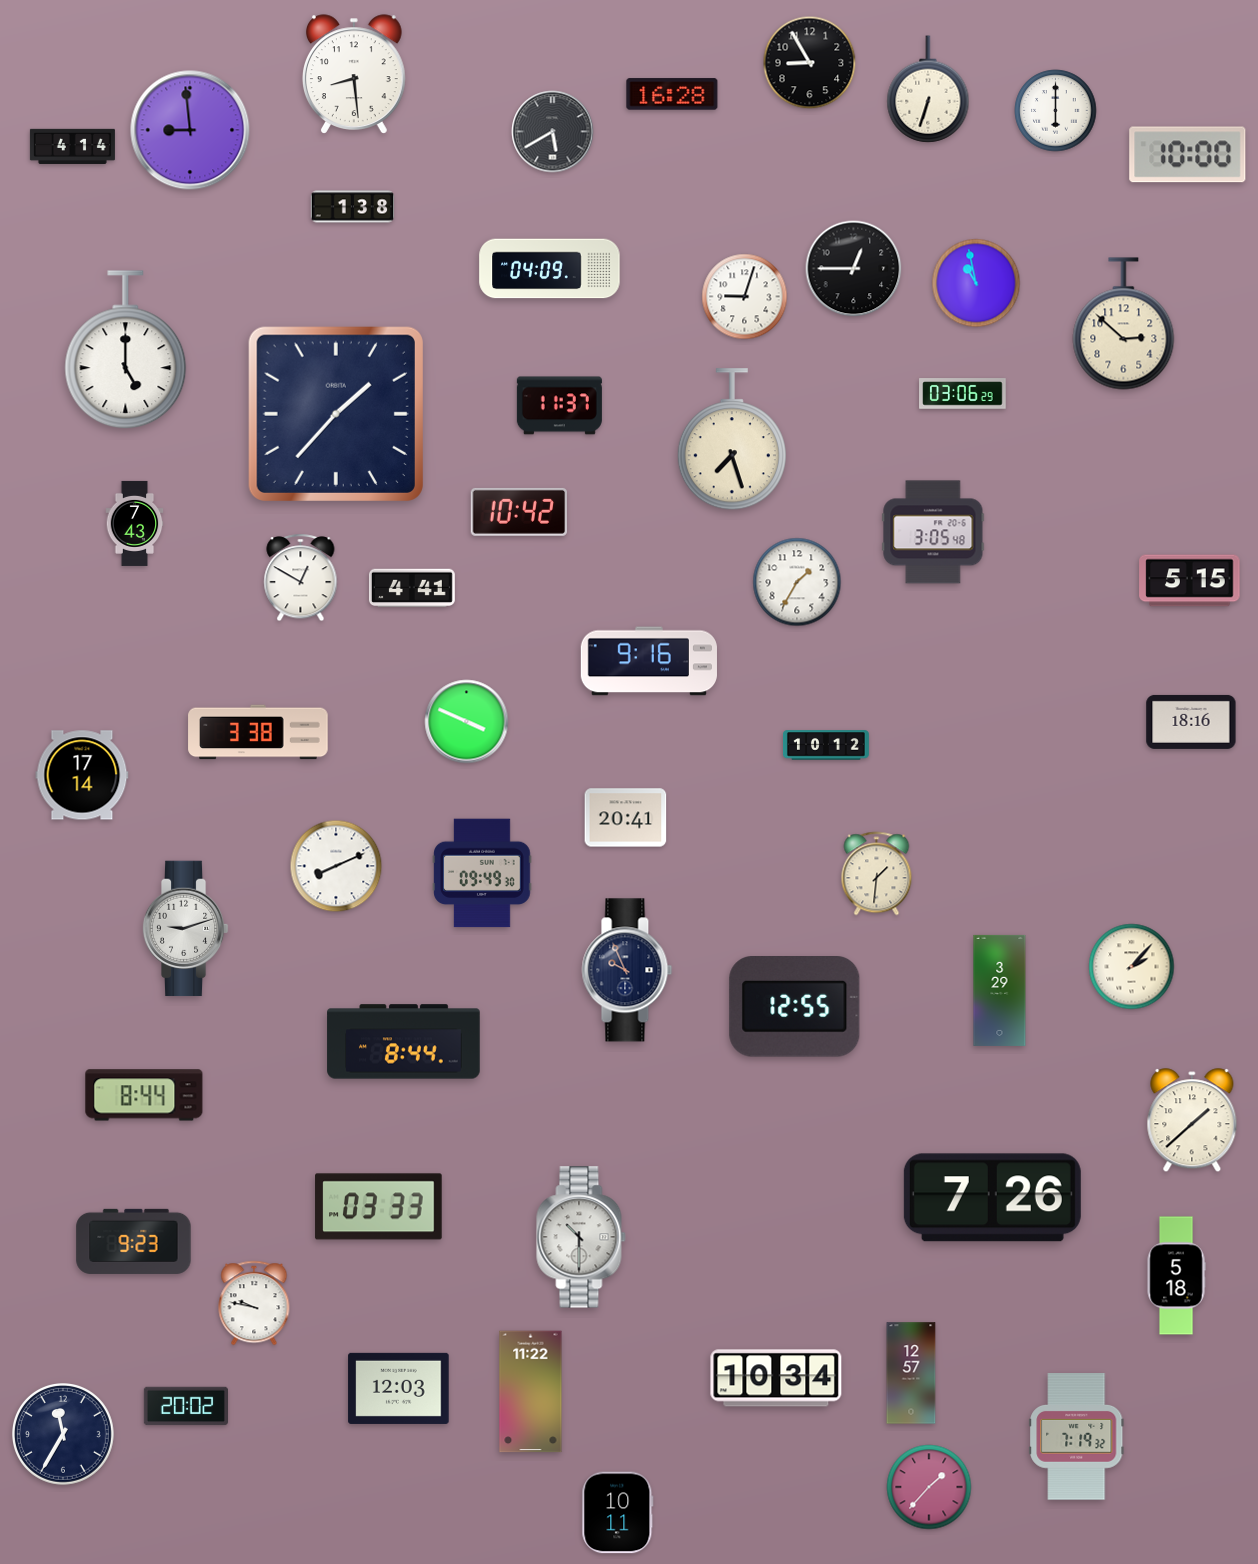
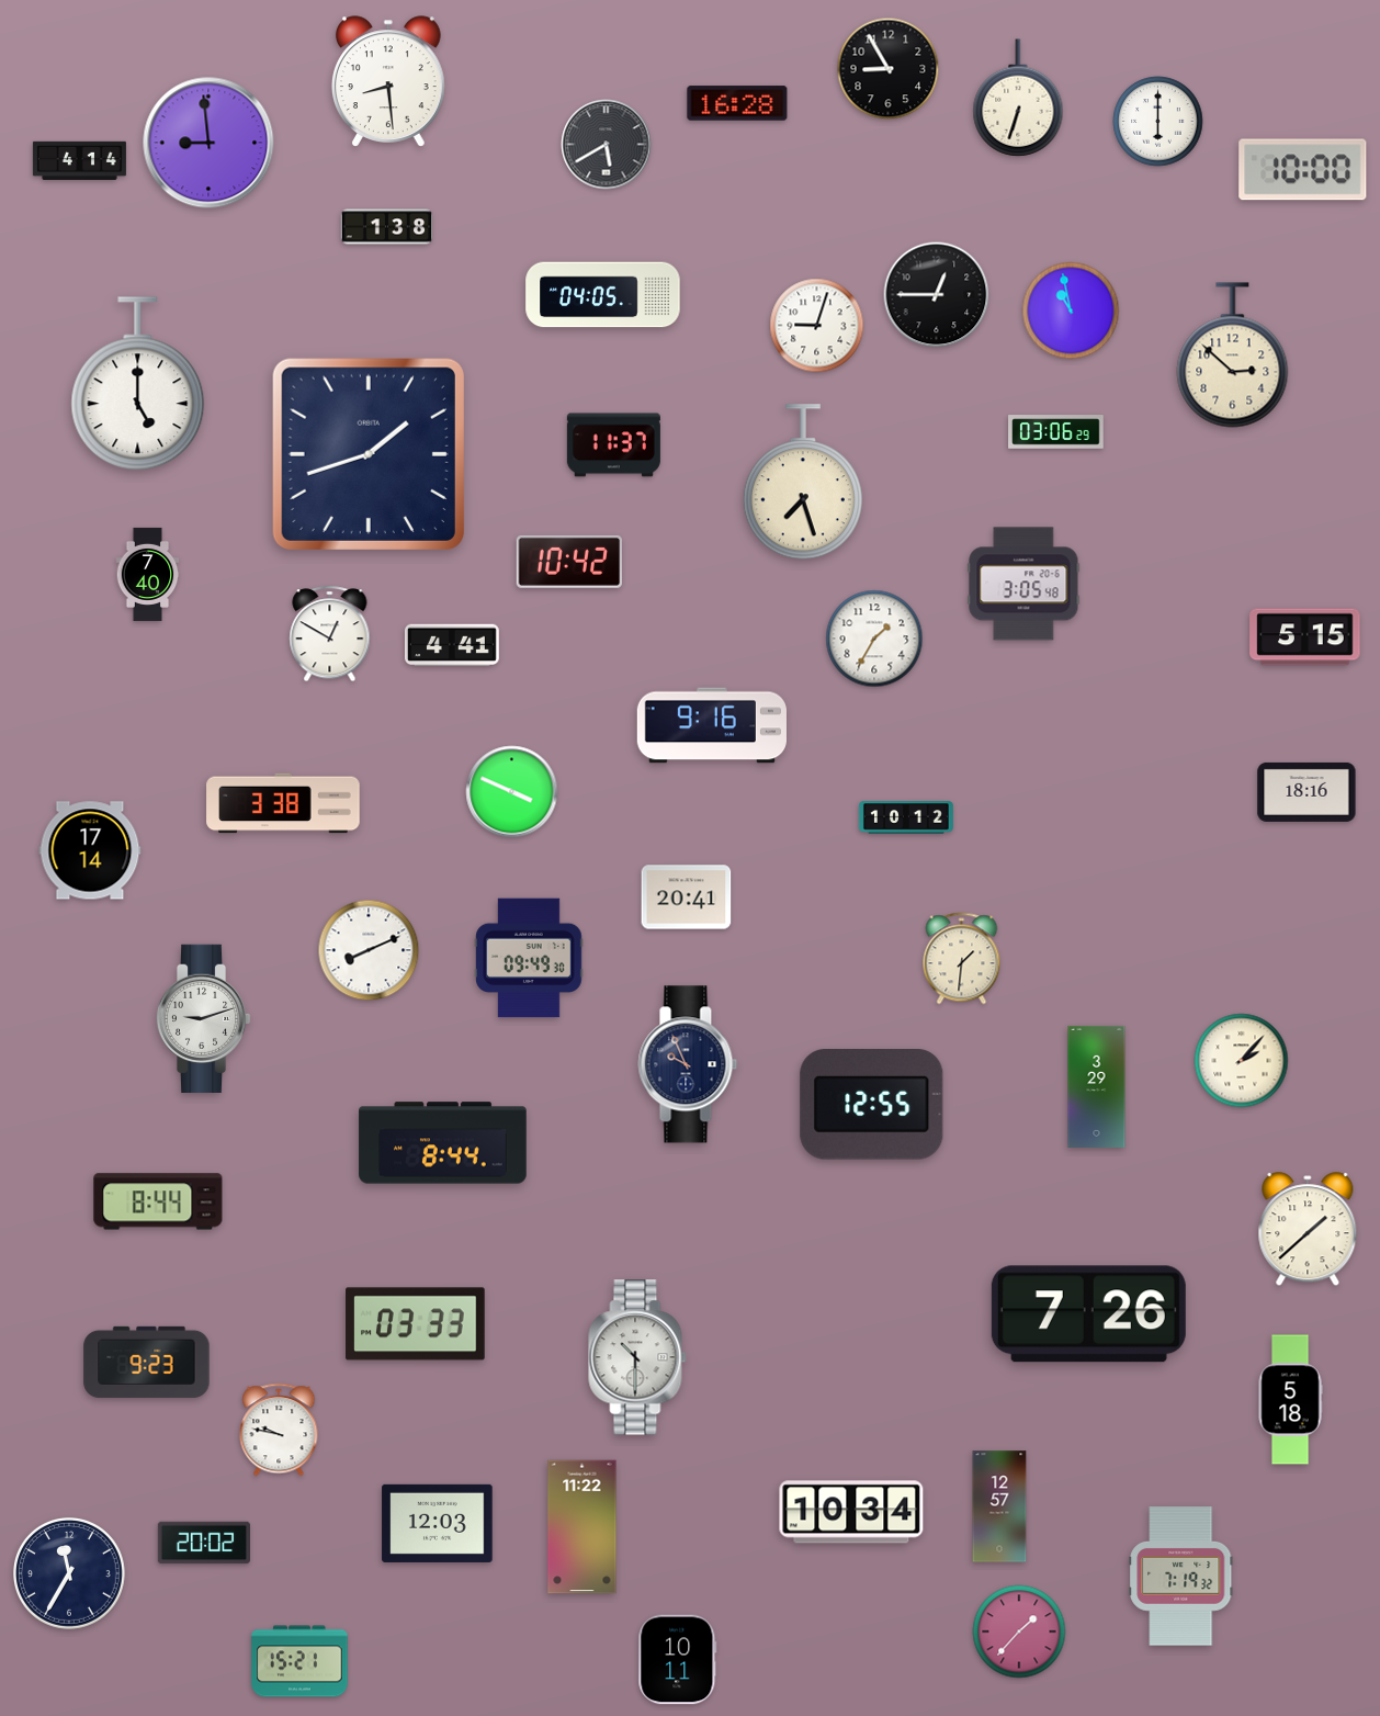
clock at (550, 269): 04:09 -> 04:05
clock at (336, 414): 1:37 -> 1:42
clock at (135, 523): 7:43 -> 7:40
clock at (299, 1661): none -> 15:21
